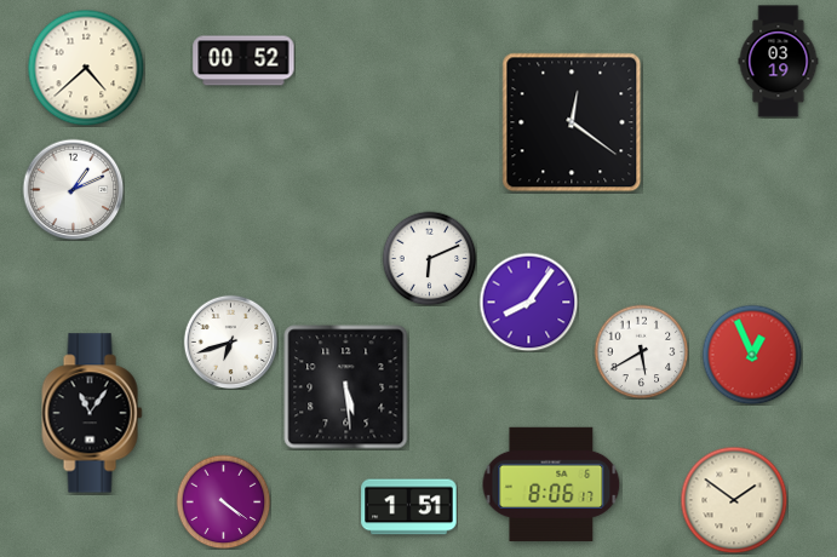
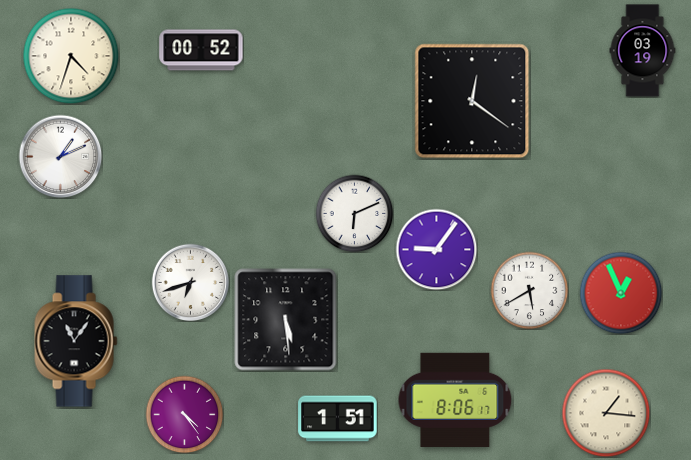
clock at (86, 68): 4:38 -> 4:33
clock at (528, 302): 8:06 -> 9:06
clock at (734, 500): 1:51 -> 1:16
clock at (223, 501): 4:21 -> 4:24
